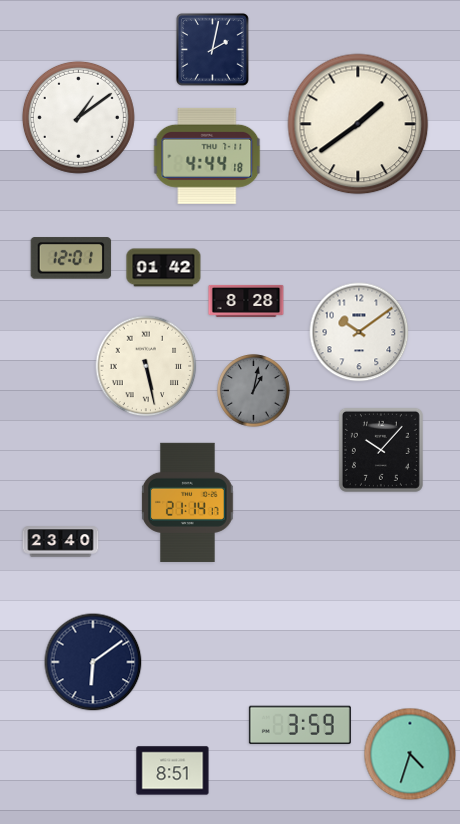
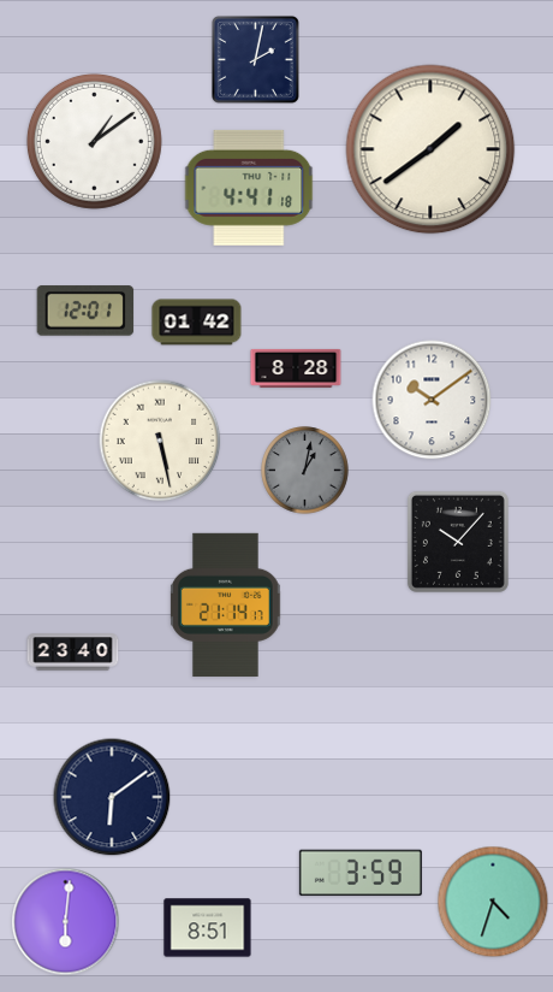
clock at (207, 156): 4:44 -> 4:41
clock at (246, 301) position: (246, 301) -> (296, 368)
clock at (146, 366) position: (146, 366) -> (160, 441)
clock at (410, 754) position: (410, 754) -> (493, 902)
clock at (66, 922): none -> 6:01
